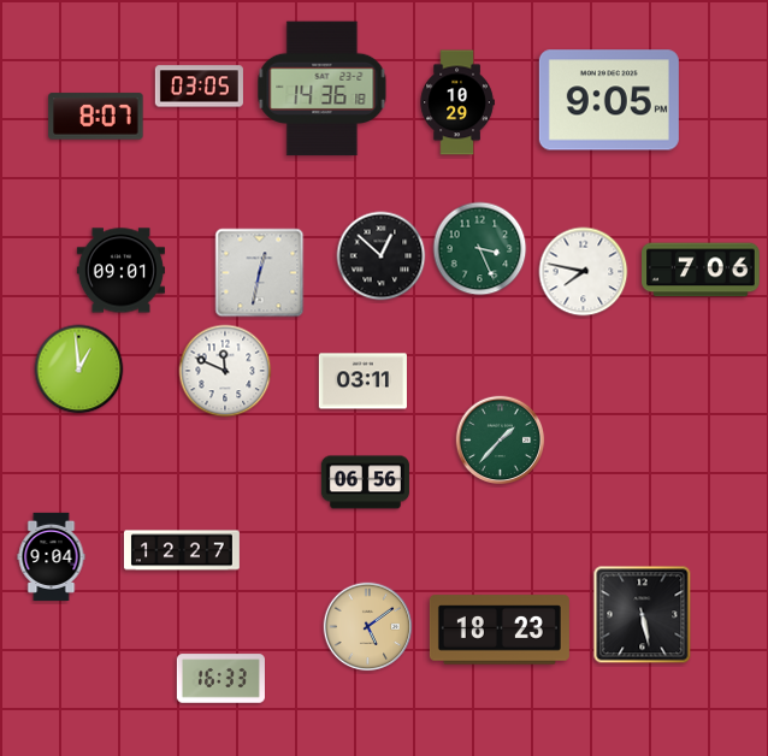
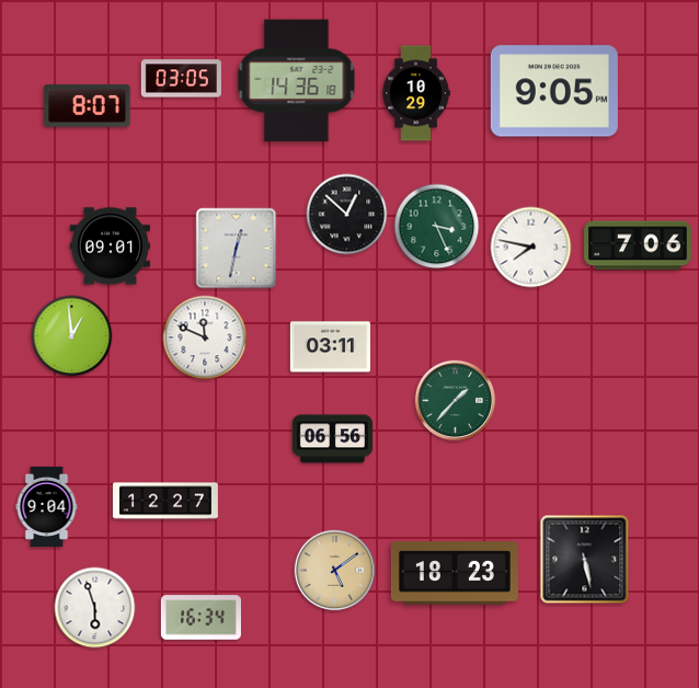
clock at (323, 89) position: (323, 89) -> (297, 81)
clock at (382, 256) position: (382, 256) -> (347, 215)
clock at (95, 608): none -> 5:57
clock at (220, 679): 16:33 -> 16:34
